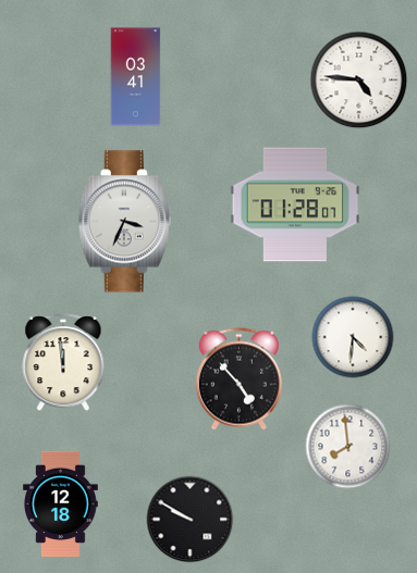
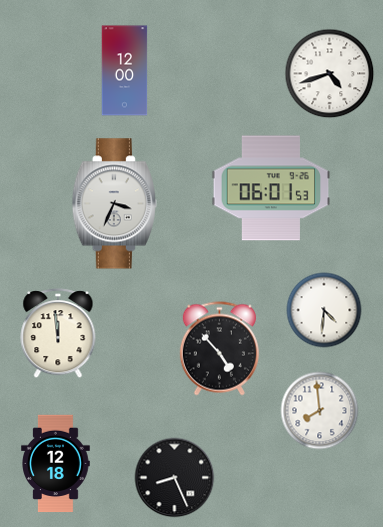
clock at (136, 77): 03:41 -> 12:00
clock at (359, 80): 4:46 -> 4:42
clock at (295, 204): 01:28 -> 06:01
clock at (191, 520): 9:50 -> 8:26
